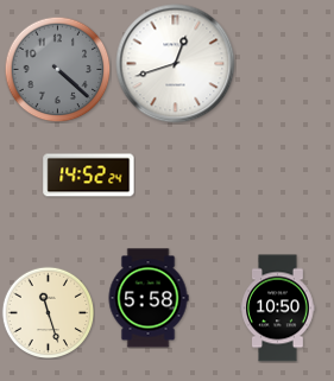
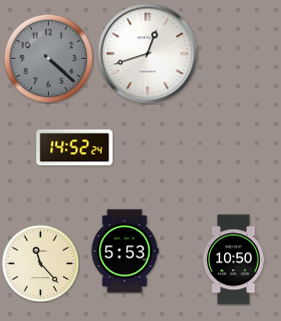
clock at (149, 298): 5:58 -> 5:53
clock at (48, 312): 11:27 -> 11:23
